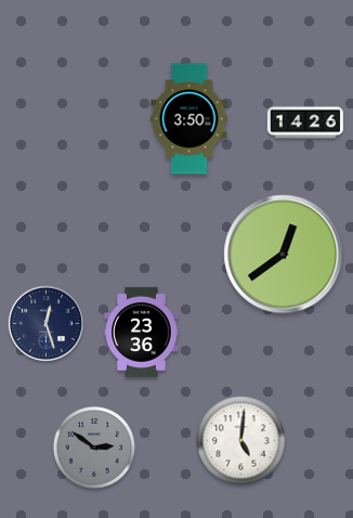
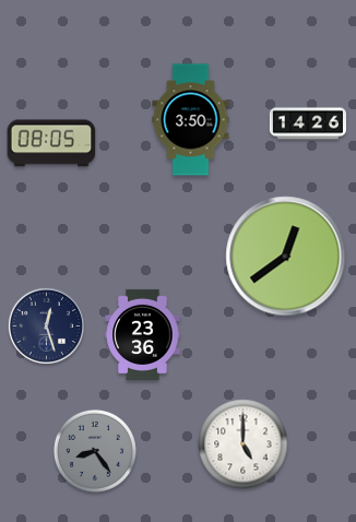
clock at (51, 143): none -> 08:05
clock at (241, 441): 5:01 -> 5:00
clock at (94, 448): 2:51 -> 8:24
